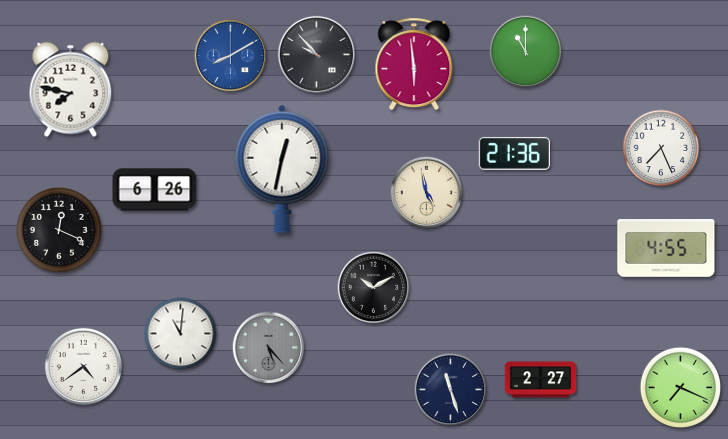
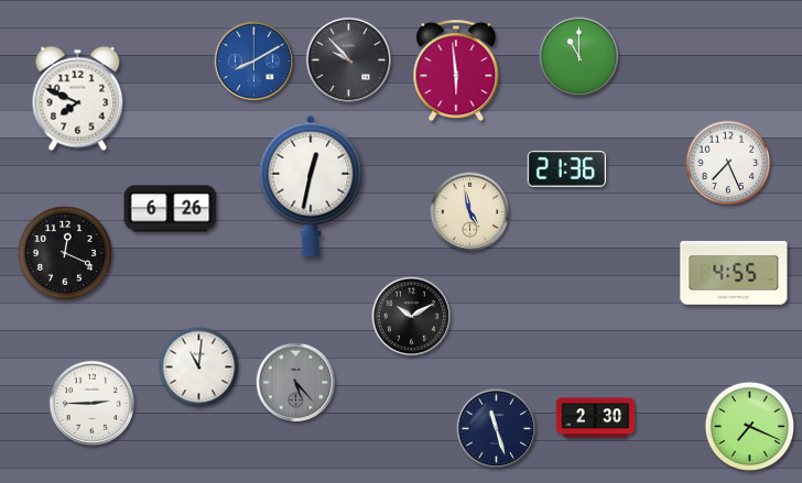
clock at (71, 90): 7:47 -> 7:49
clock at (83, 366): 4:39 -> 2:45
clock at (541, 380): 2:27 -> 2:30
